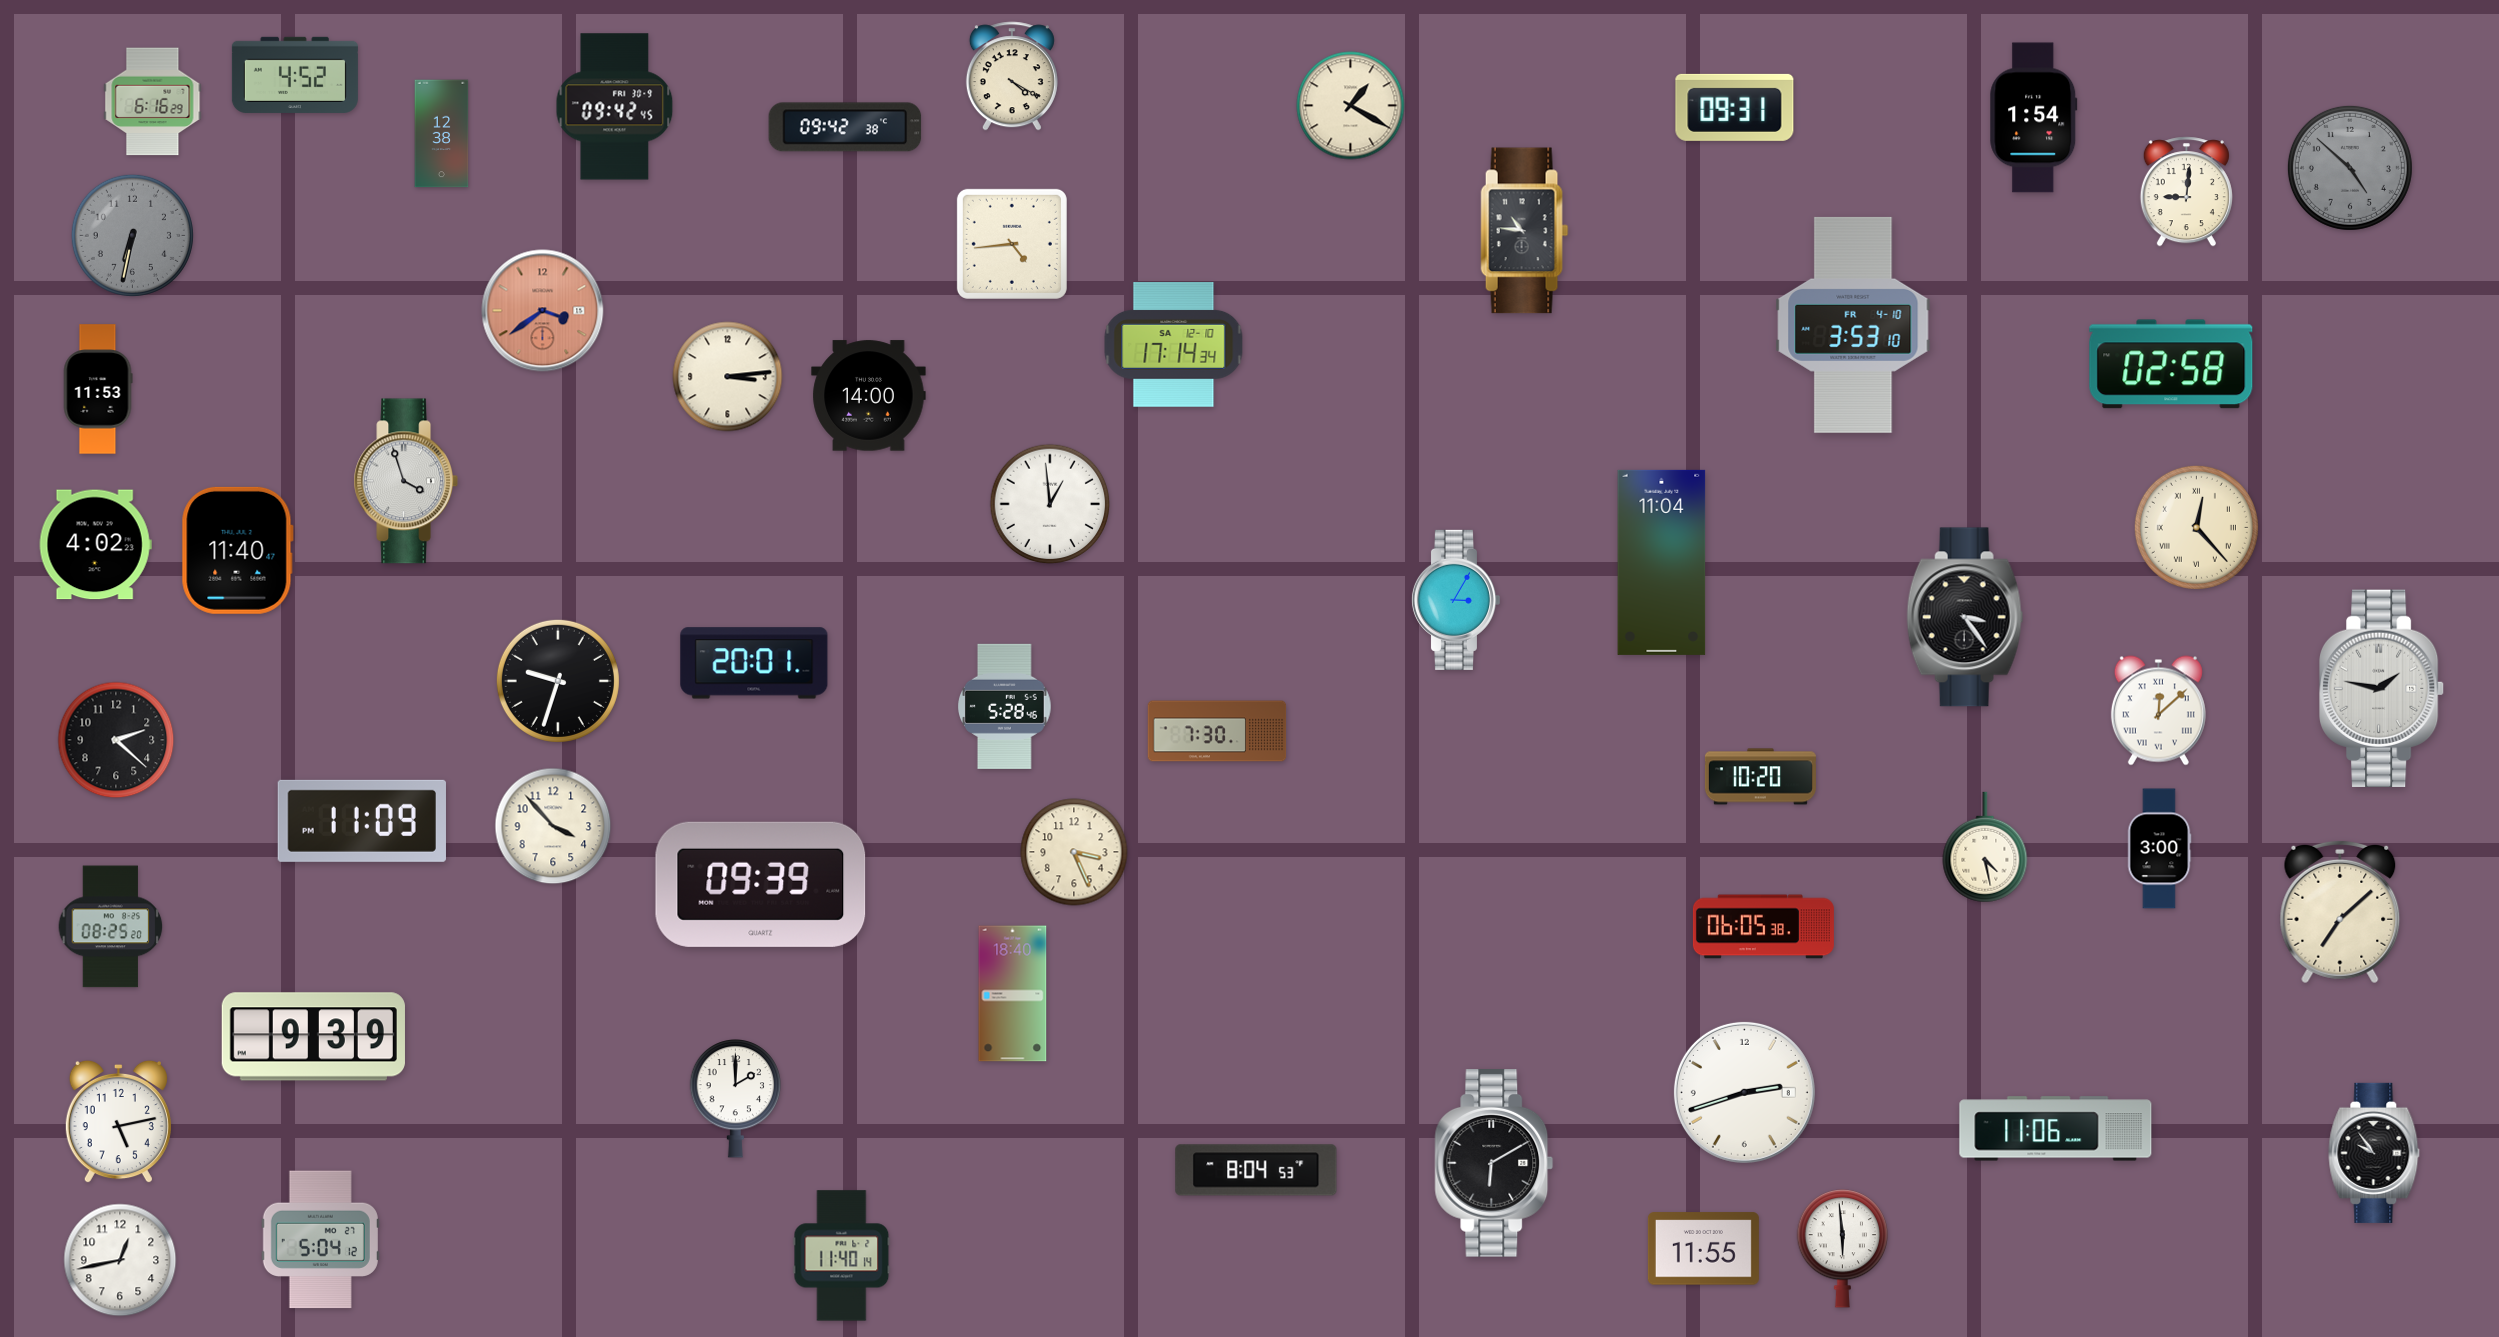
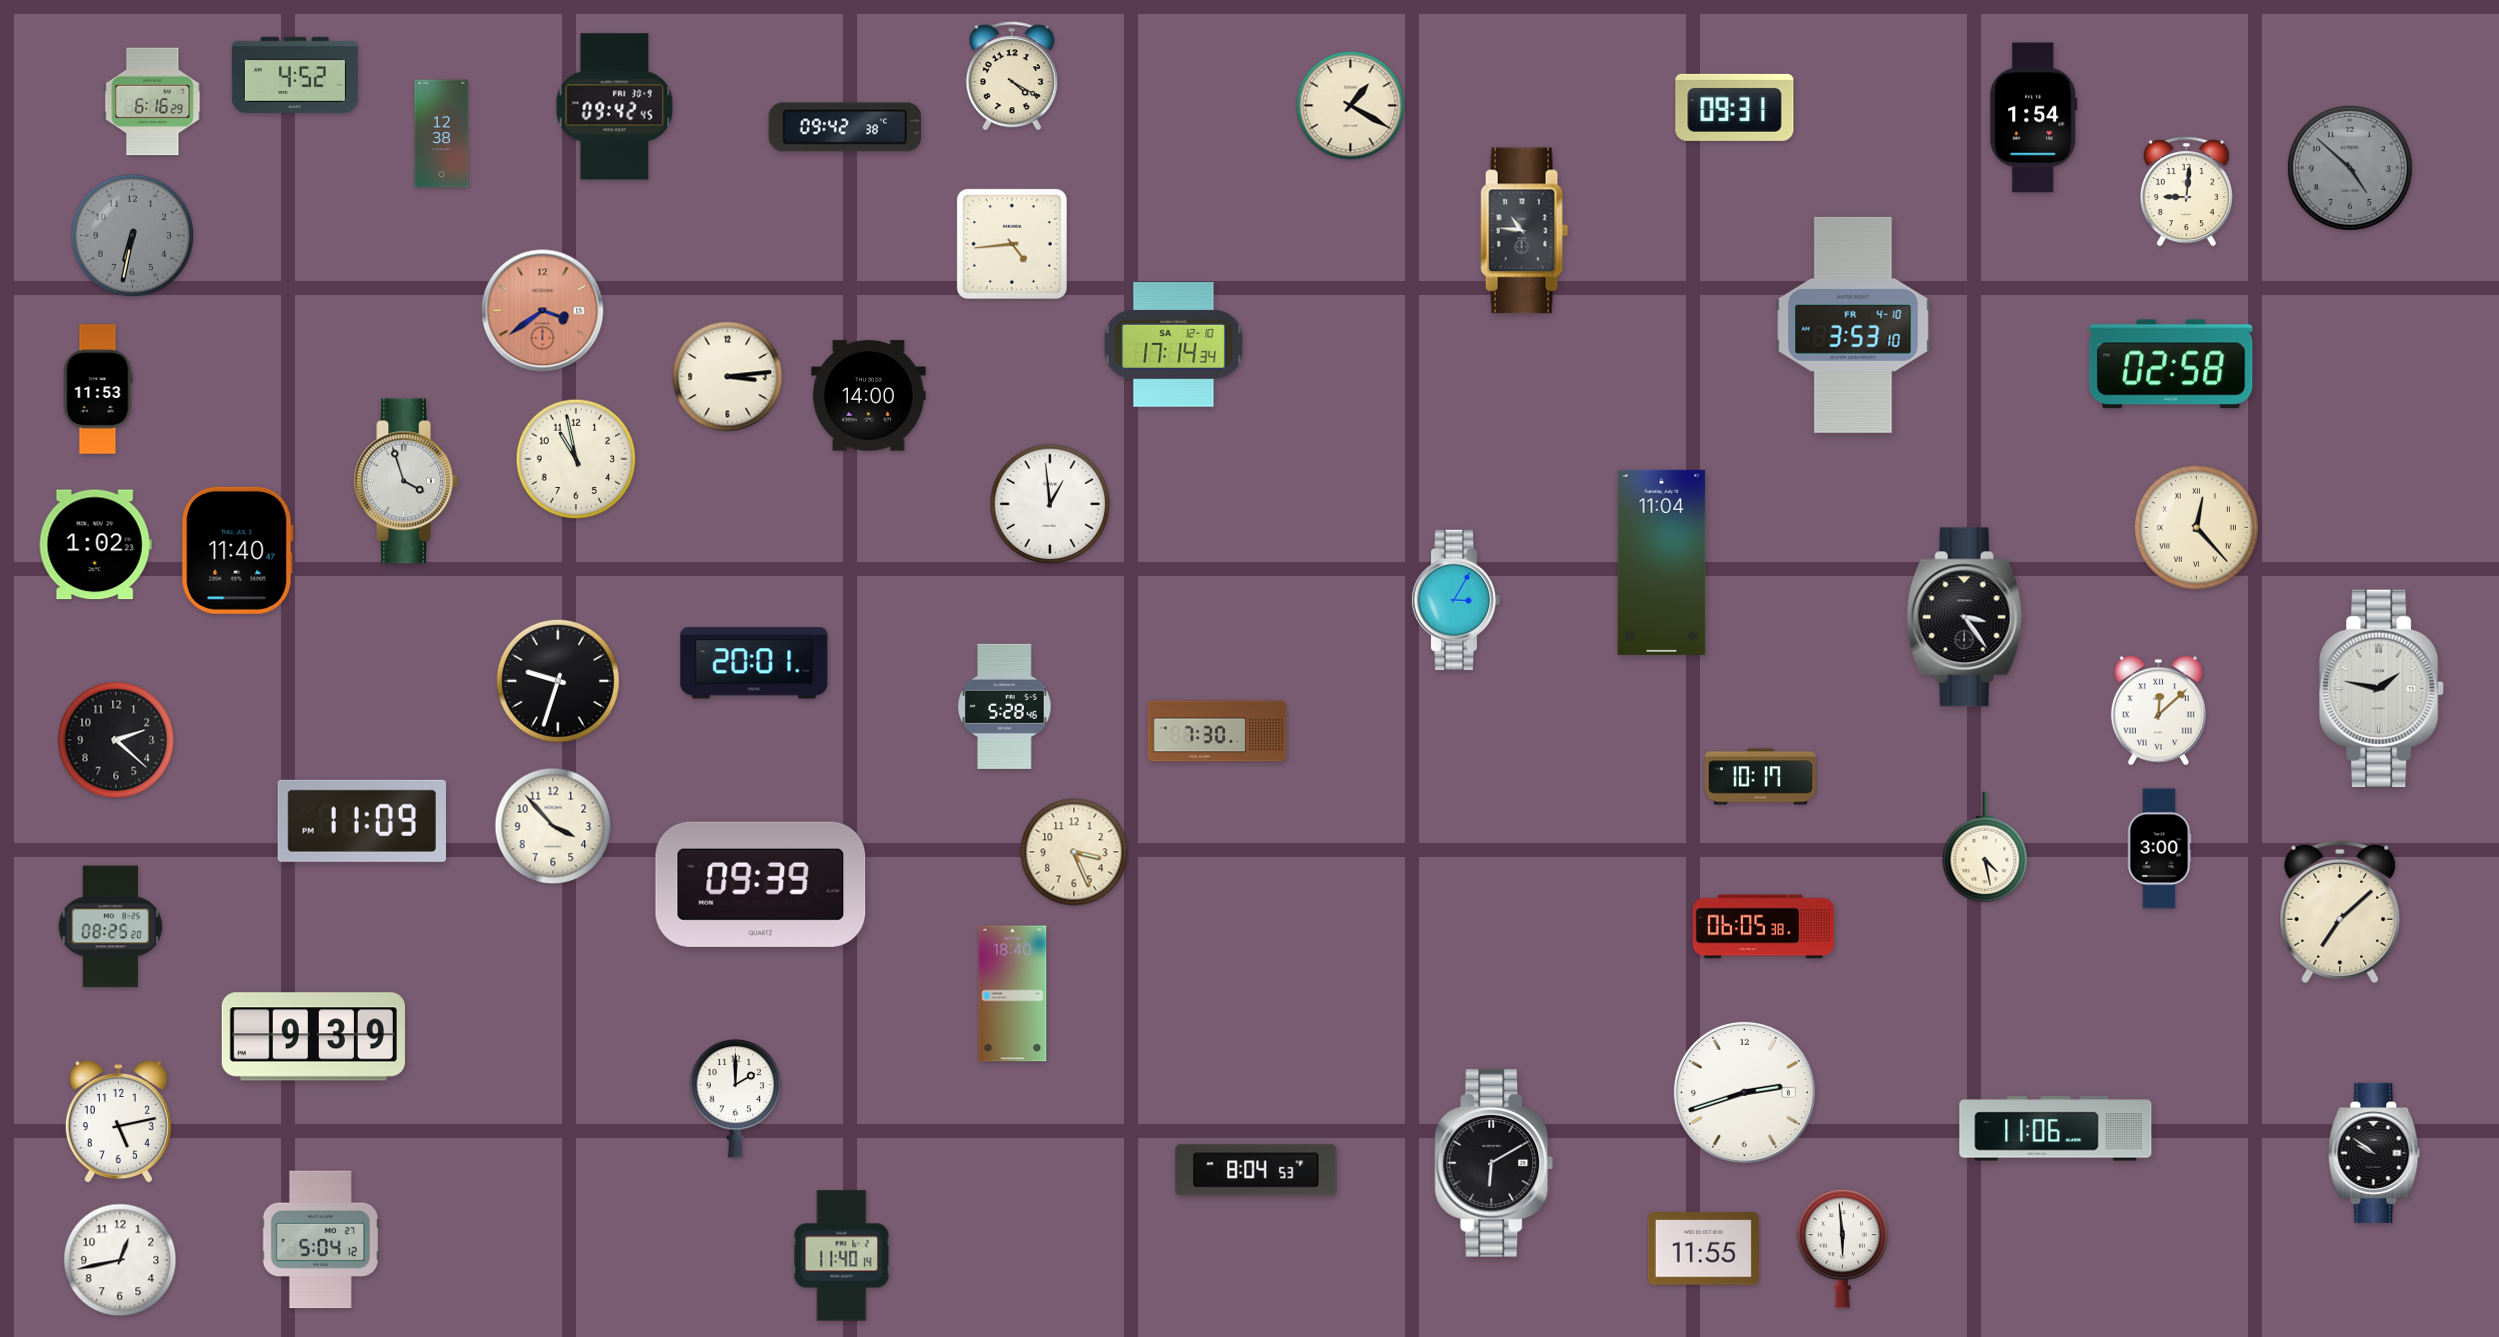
clock at (576, 459): none -> 10:58
clock at (95, 545): 4:02 -> 1:02
clock at (1760, 777): 10:20 -> 10:17
clock at (2374, 1153): 9:54 -> 9:51
